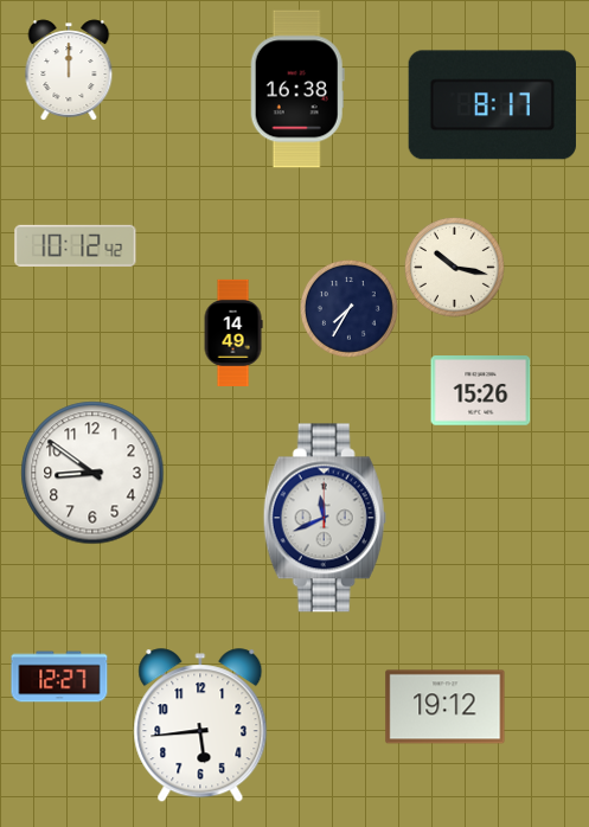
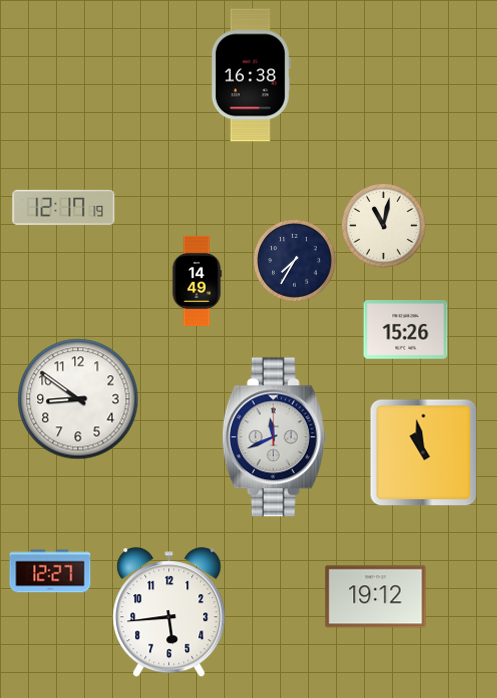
clock at (69, 70): 12:00 -> none
clock at (492, 105): 8:17 -> none
clock at (76, 245): 10:12 -> 12:17
clock at (454, 267): 10:17 -> 11:02
clock at (424, 453): none -> 10:58
